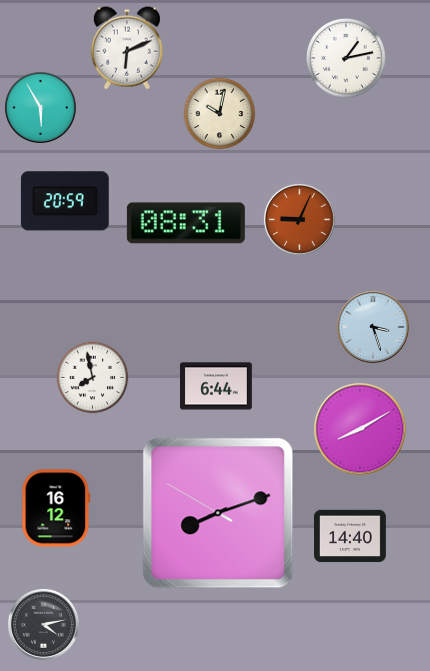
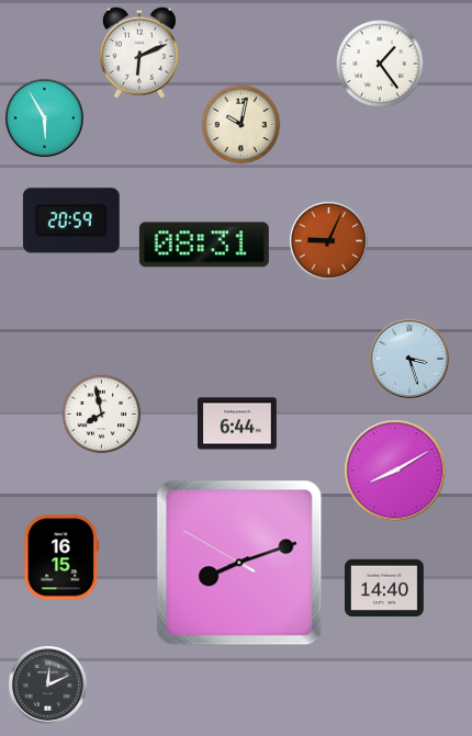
clock at (346, 58): 1:13 -> 1:24
clock at (56, 508): 16:12 -> 16:15
clock at (43, 624): 4:13 -> 12:11
